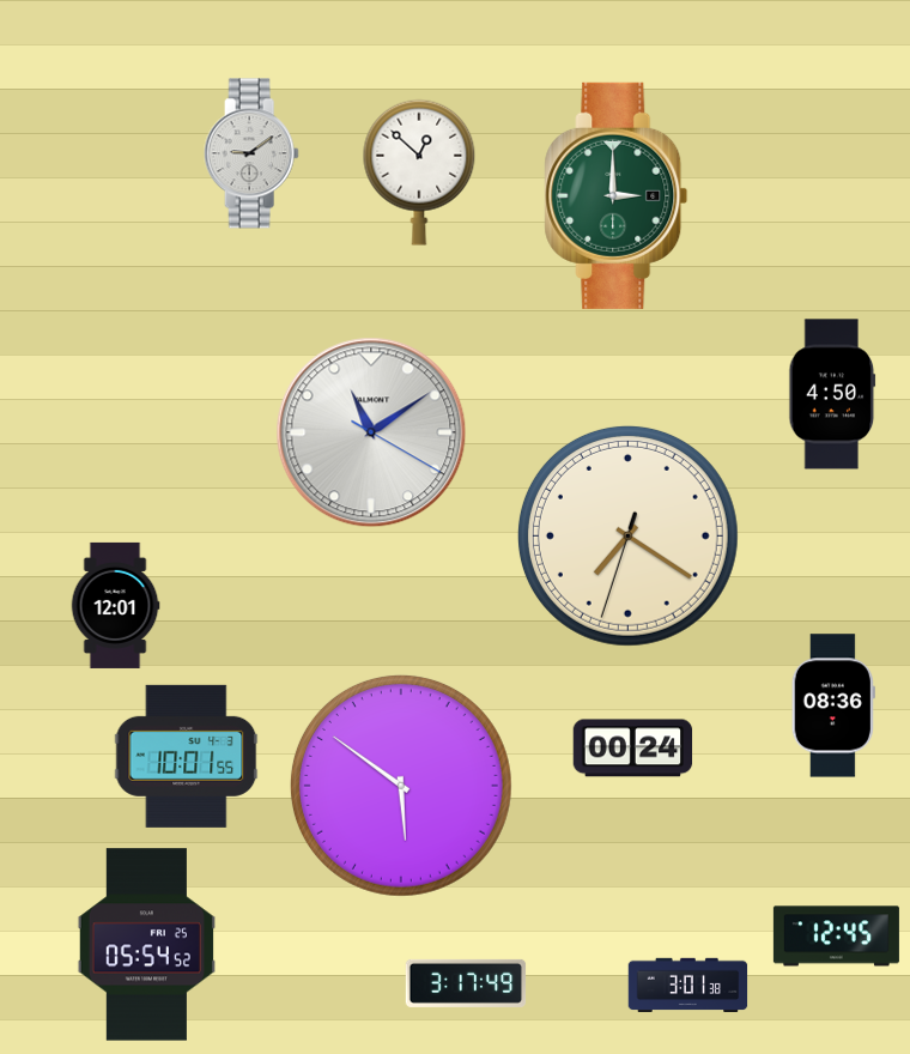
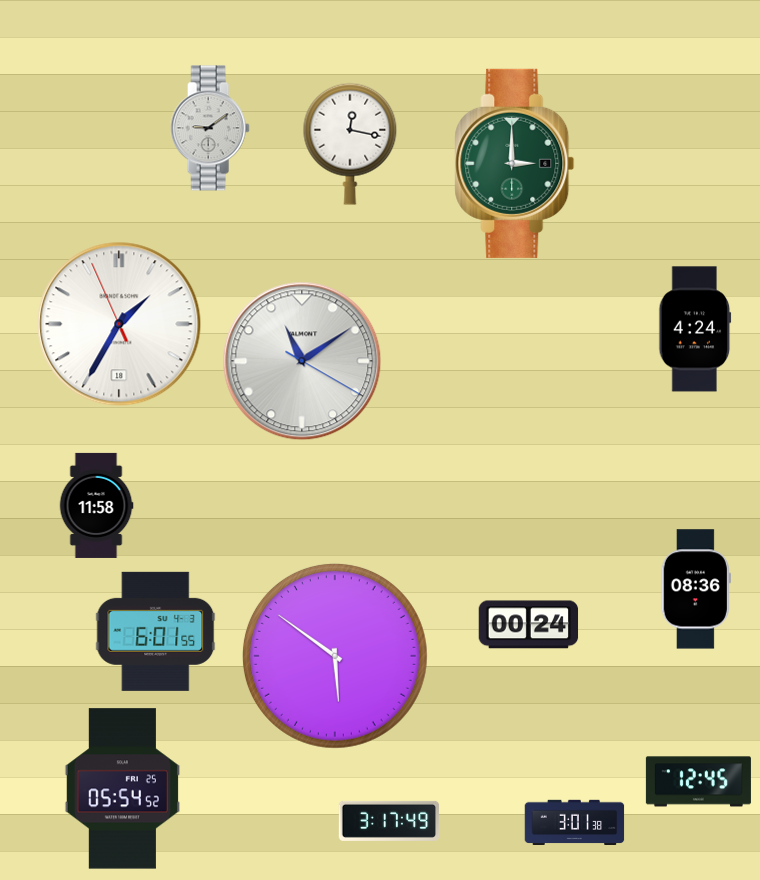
clock at (419, 172): 12:52 -> 12:17
clock at (119, 324): none -> 1:34
clock at (832, 394): 4:50 -> 4:24
clock at (371, 432) position: (371, 432) -> (302, 361)
clock at (627, 535): 7:20 -> none
clock at (115, 605): 12:01 -> 11:58
clock at (187, 756): 10:01 -> 6:01
